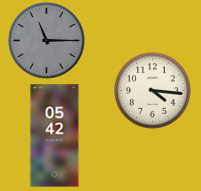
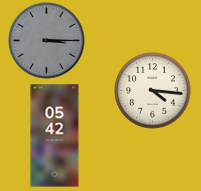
clock at (47, 41): 11:15 -> 3:15
